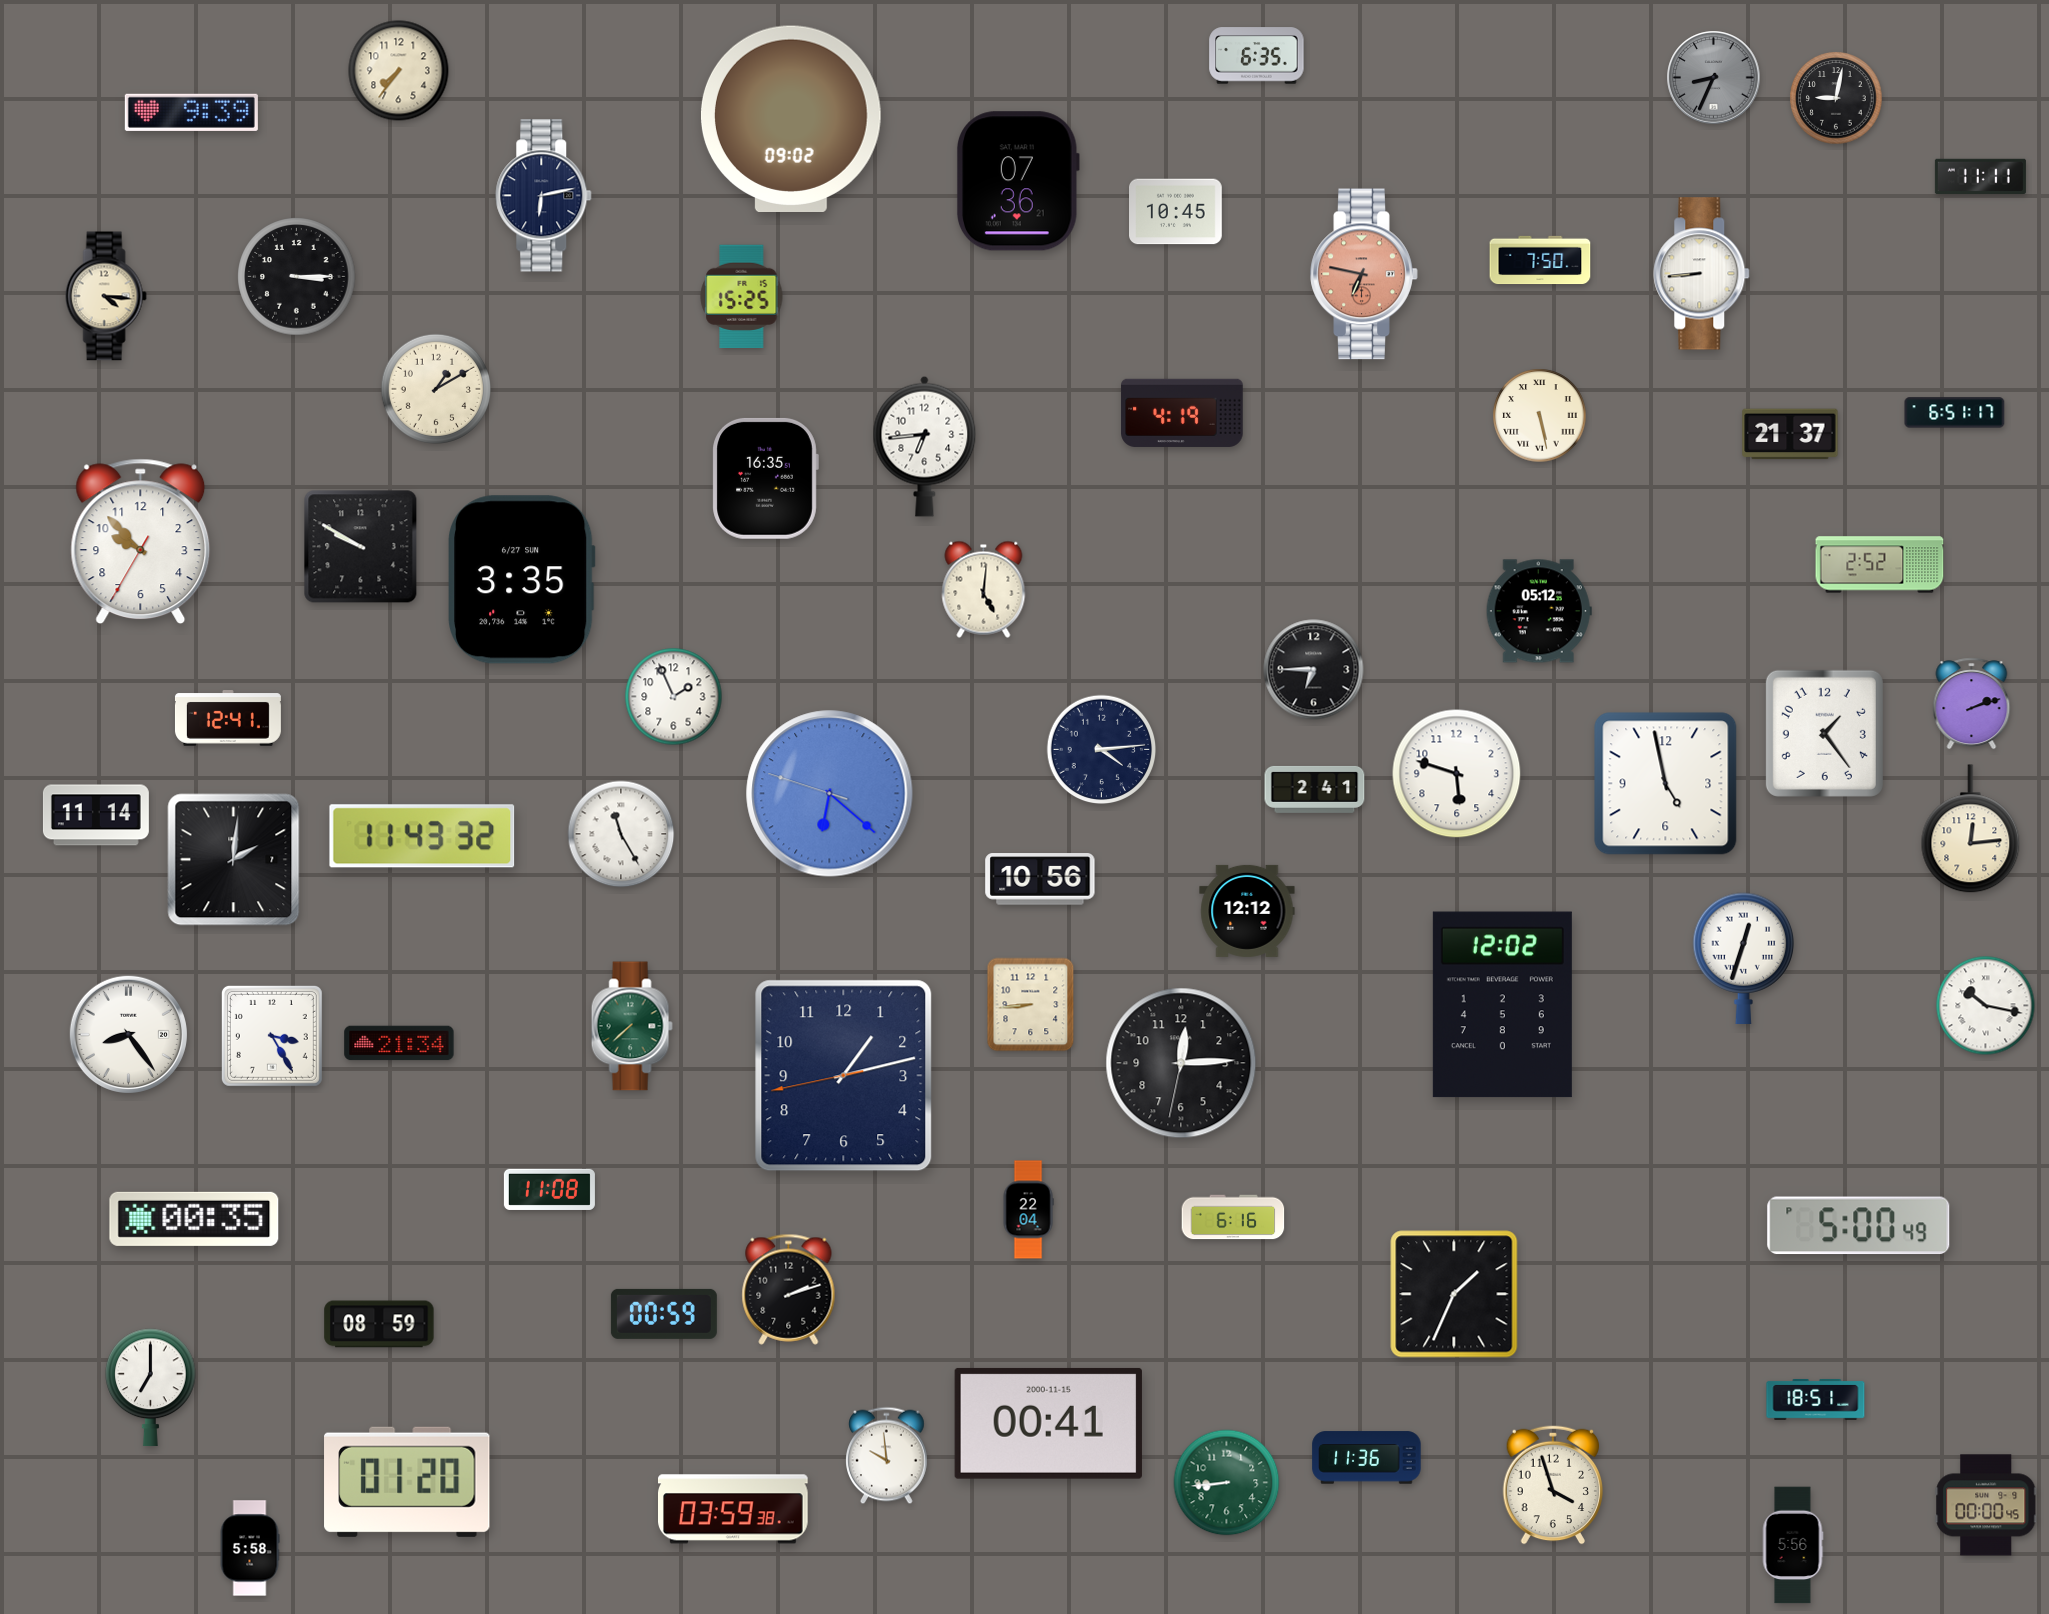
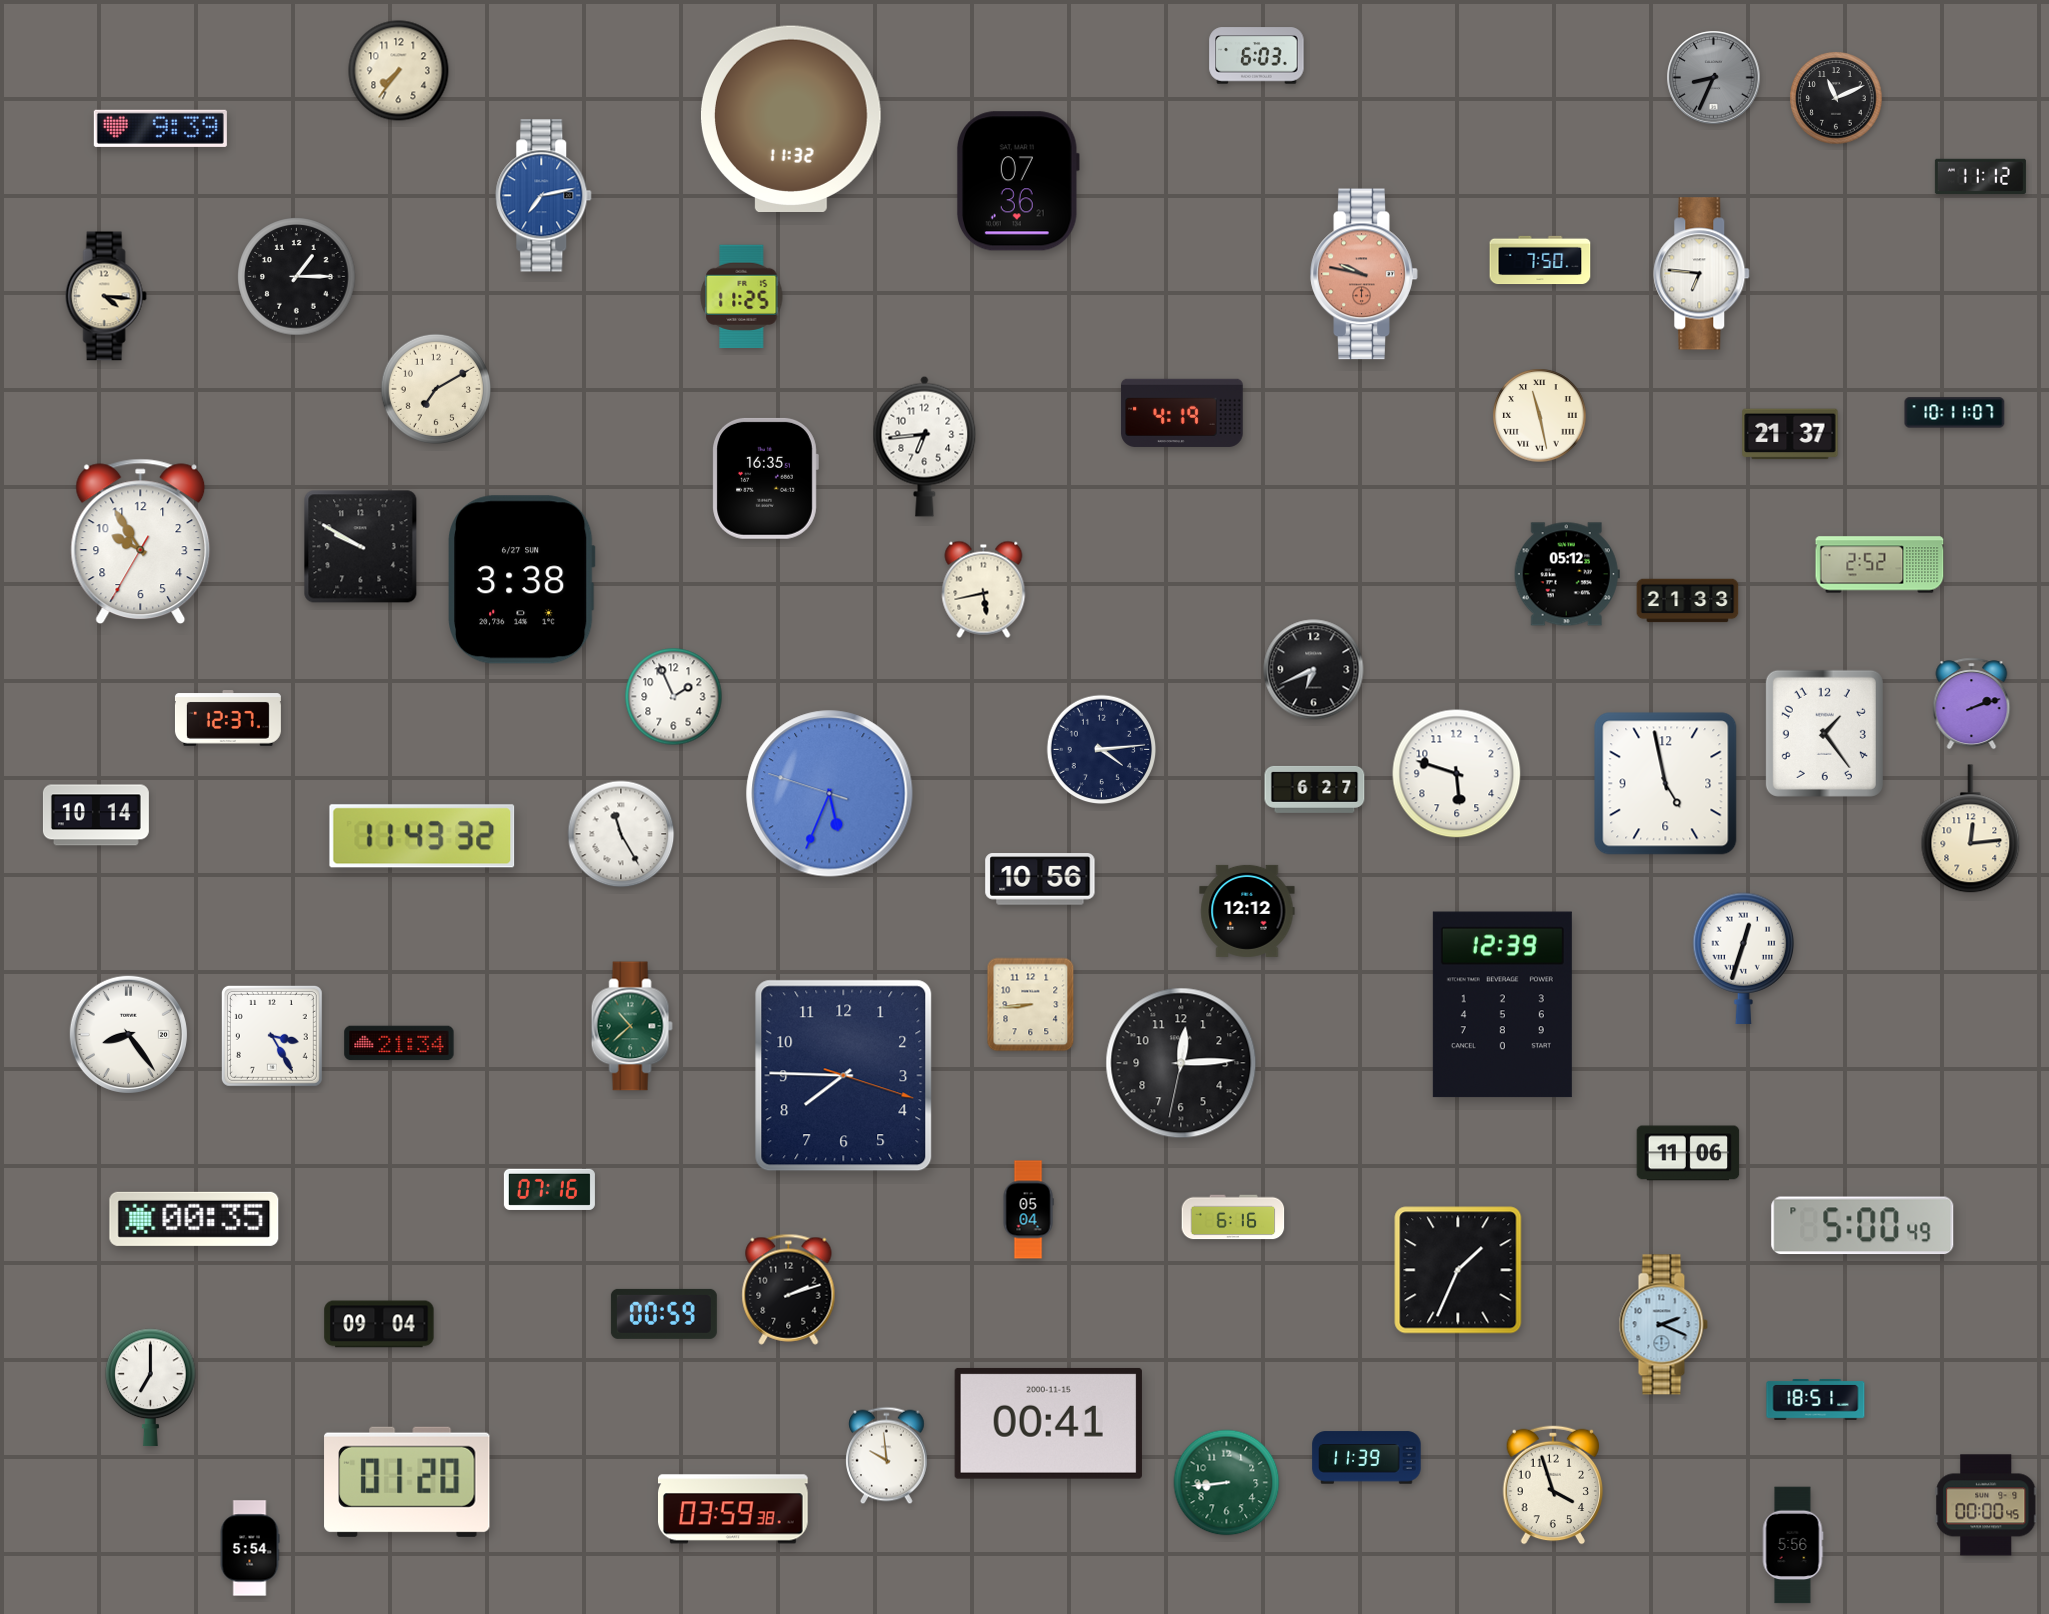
clock at (1257, 56): 6:35 -> 6:03
clock at (1836, 98): 9:02 -> 11:11
clock at (191, 112) position: (191, 112) -> (160, 128)
clock at (791, 118): 09:02 -> 11:32
clock at (1980, 176): 11:11 -> 11:12
clock at (544, 196): 6:13 -> 7:13
clock at (544, 196) dial: navy -> blue
clock at (1176, 212): 10:45 -> none
clock at (1364, 274): 6:47 -> 9:47
clock at (1702, 274): 8:44 -> 6:46
clock at (297, 277): 3:15 -> 1:15
clock at (742, 296): 15:25 -> 11:25
clock at (435, 388): 1:10 -> 7:10
clock at (1955, 413): 6:51 -> 10:11
clock at (1540, 416): 5:28 -> 11:28
clock at (141, 542): 9:52 -> 9:54
clock at (522, 580): 3:35 -> 3:38
clock at (984, 589): 5:01 -> 5:43
clock at (1688, 601): none -> 21:33
clock at (1539, 611) position: (1539, 611) -> (1567, 574)
clock at (1314, 670): 6:45 -> 6:41
clock at (228, 719): 12:41 -> 12:37
clock at (1315, 789): 2:41 -> 6:27
clock at (830, 794): 6:21 -> 5:33
clock at (96, 815): 11:14 -> 10:14
clock at (234, 860): 2:01 -> none
clock at (1502, 1005): 12:02 -> 12:39
clock at (1986, 1006): 10:17 -> none
clock at (632, 1026): 7:38 -> 10:38
clock at (844, 1076): 1:12 -> 7:45
clock at (1688, 1153): none -> 11:06
clock at (549, 1189): 11:08 -> 07:16
clock at (1028, 1210): 22:04 -> 05:04
clock at (1859, 1225) position: (1859, 1225) -> (1863, 1225)
clock at (1454, 1294) position: (1454, 1294) -> (1458, 1270)
clock at (379, 1324): 08:59 -> 09:04
clock at (1663, 1325): none -> 2:19
clock at (1367, 1458): 11:36 -> 11:39
clock at (250, 1548): 5:58 -> 5:54
